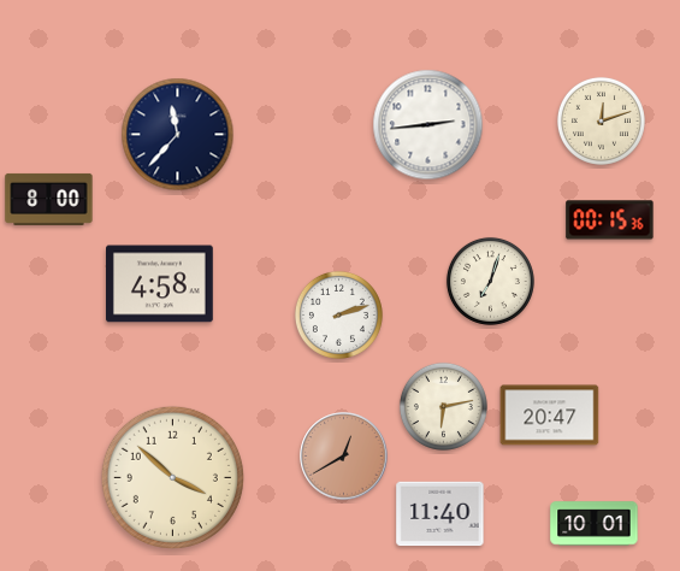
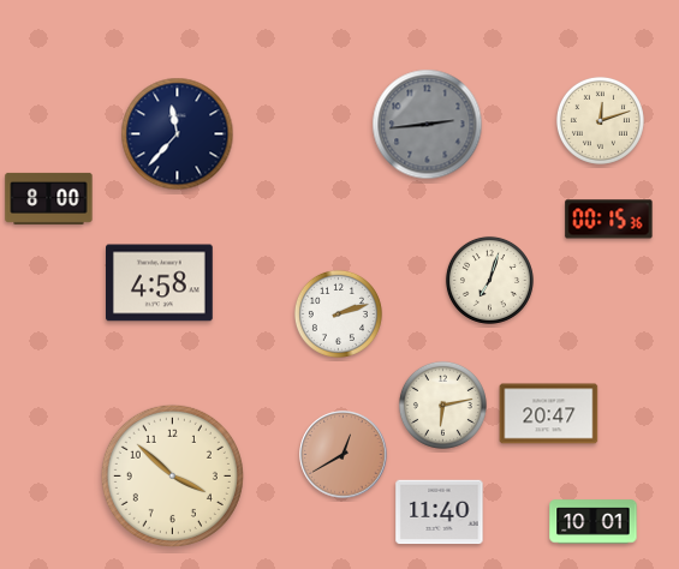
clock at (428, 125) dial: white -> grey
